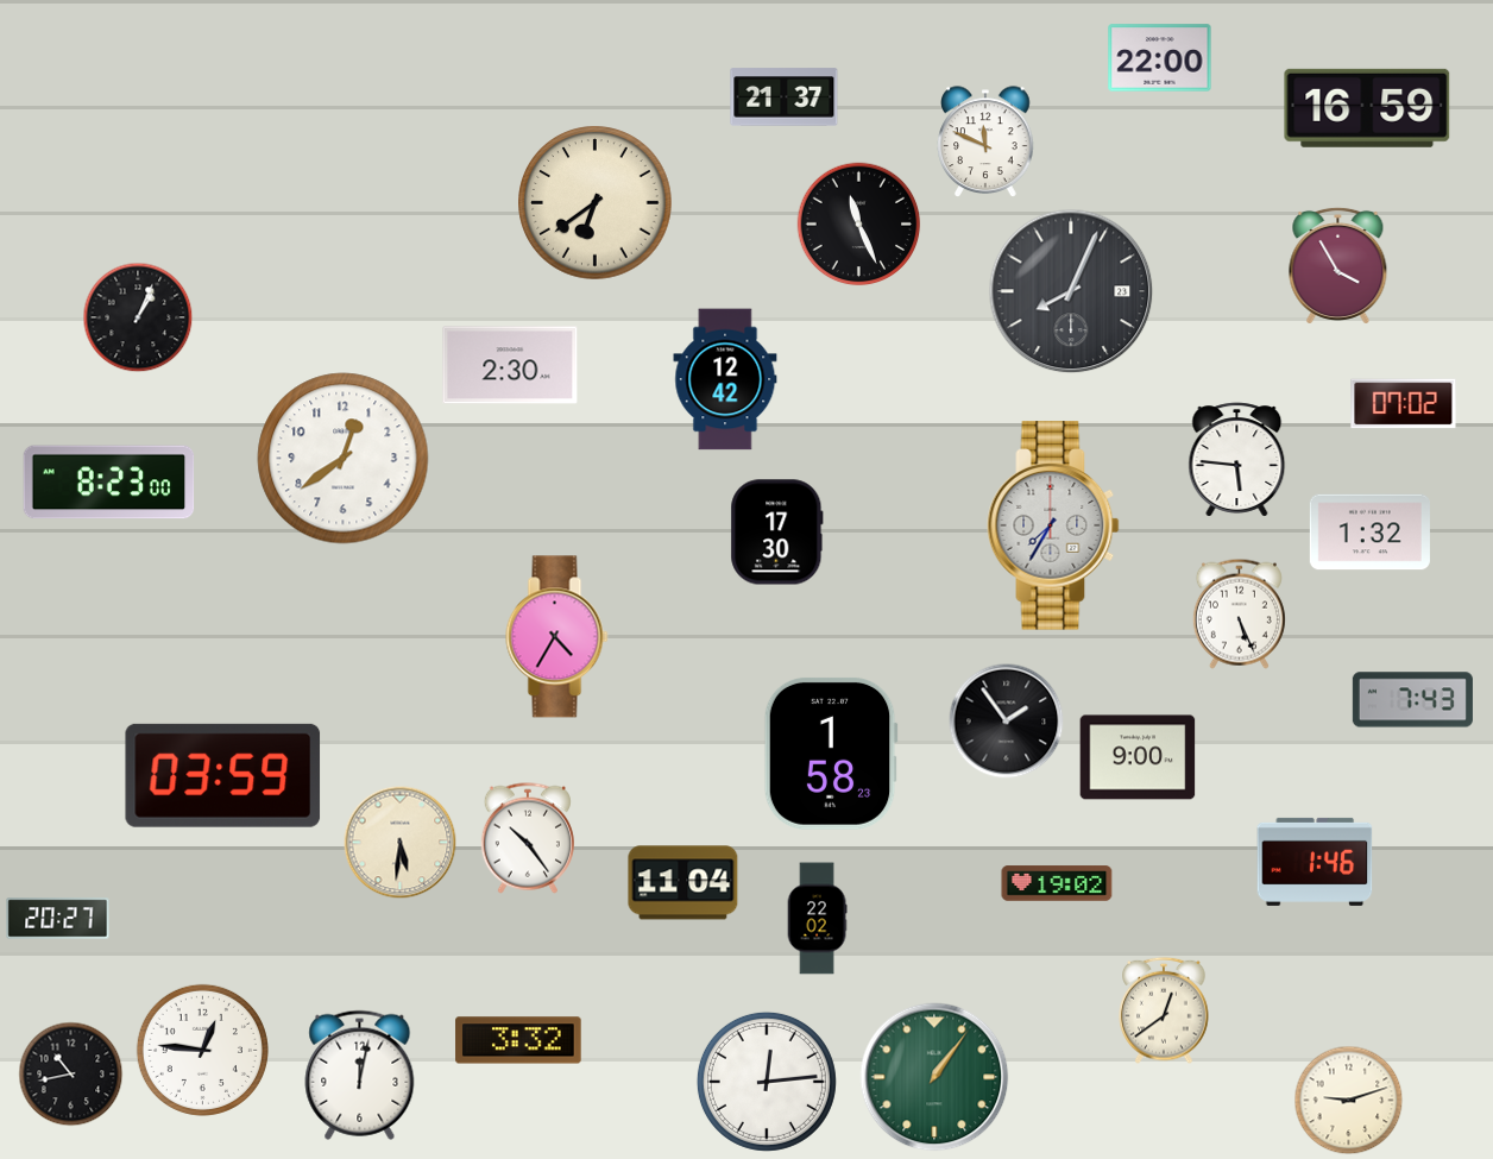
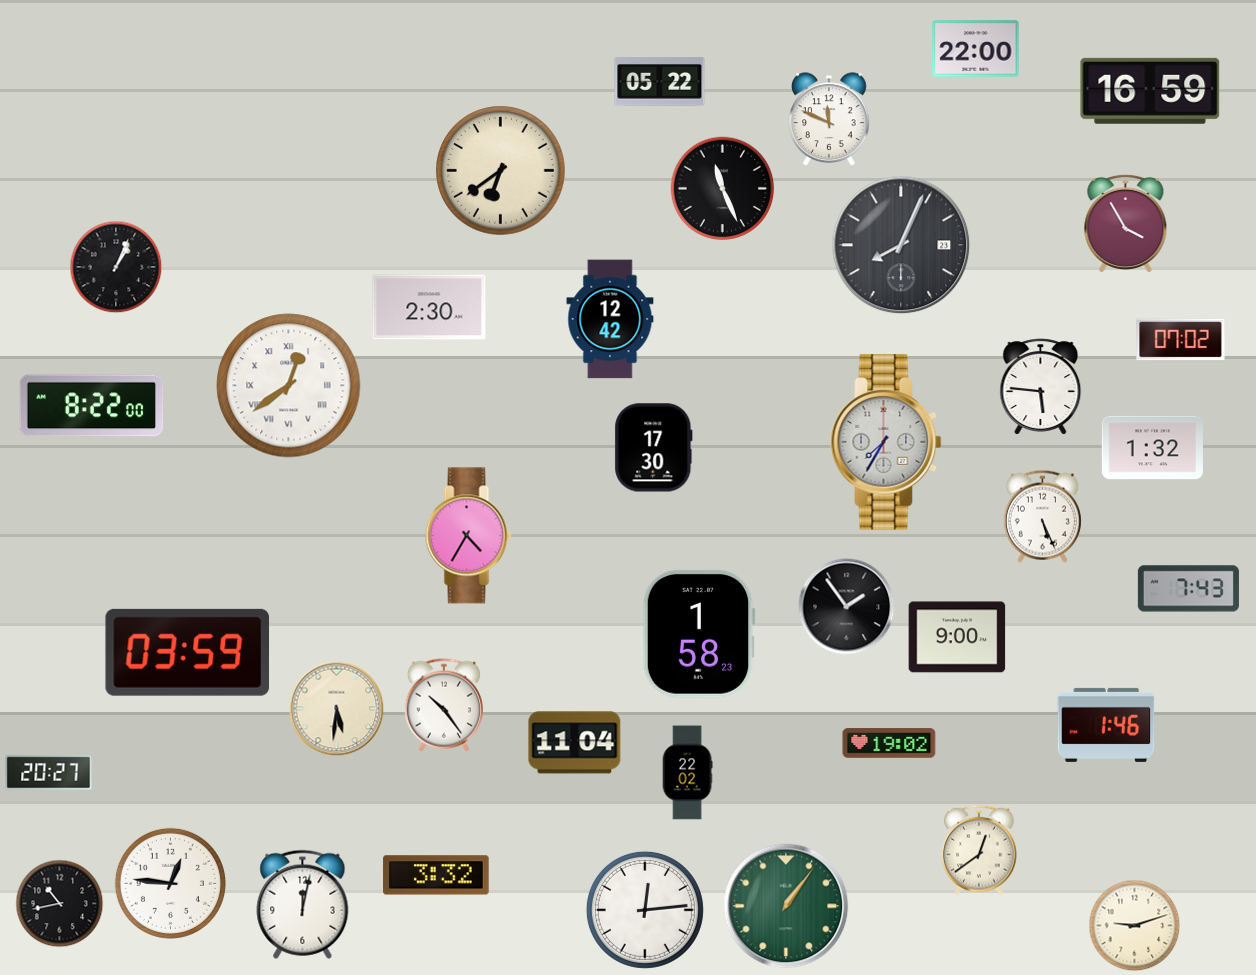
clock at (785, 97): 21:37 -> 05:22
clock at (344, 459) numerals: Arabic -> Roman
clock at (109, 483): 8:23 -> 8:22
